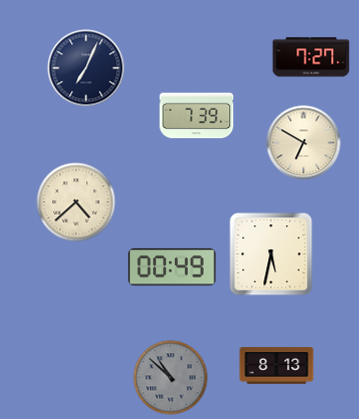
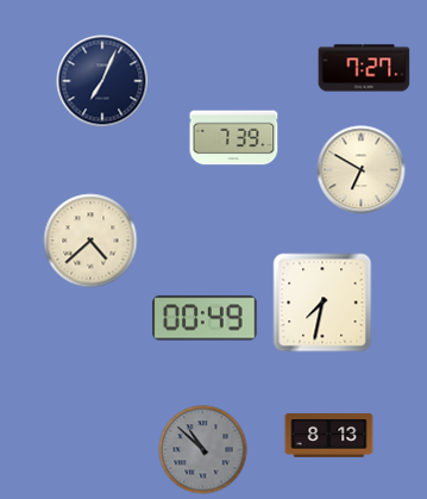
clock at (311, 57) position: (311, 57) -> (364, 68)
clock at (271, 254): 5:32 -> 7:32
